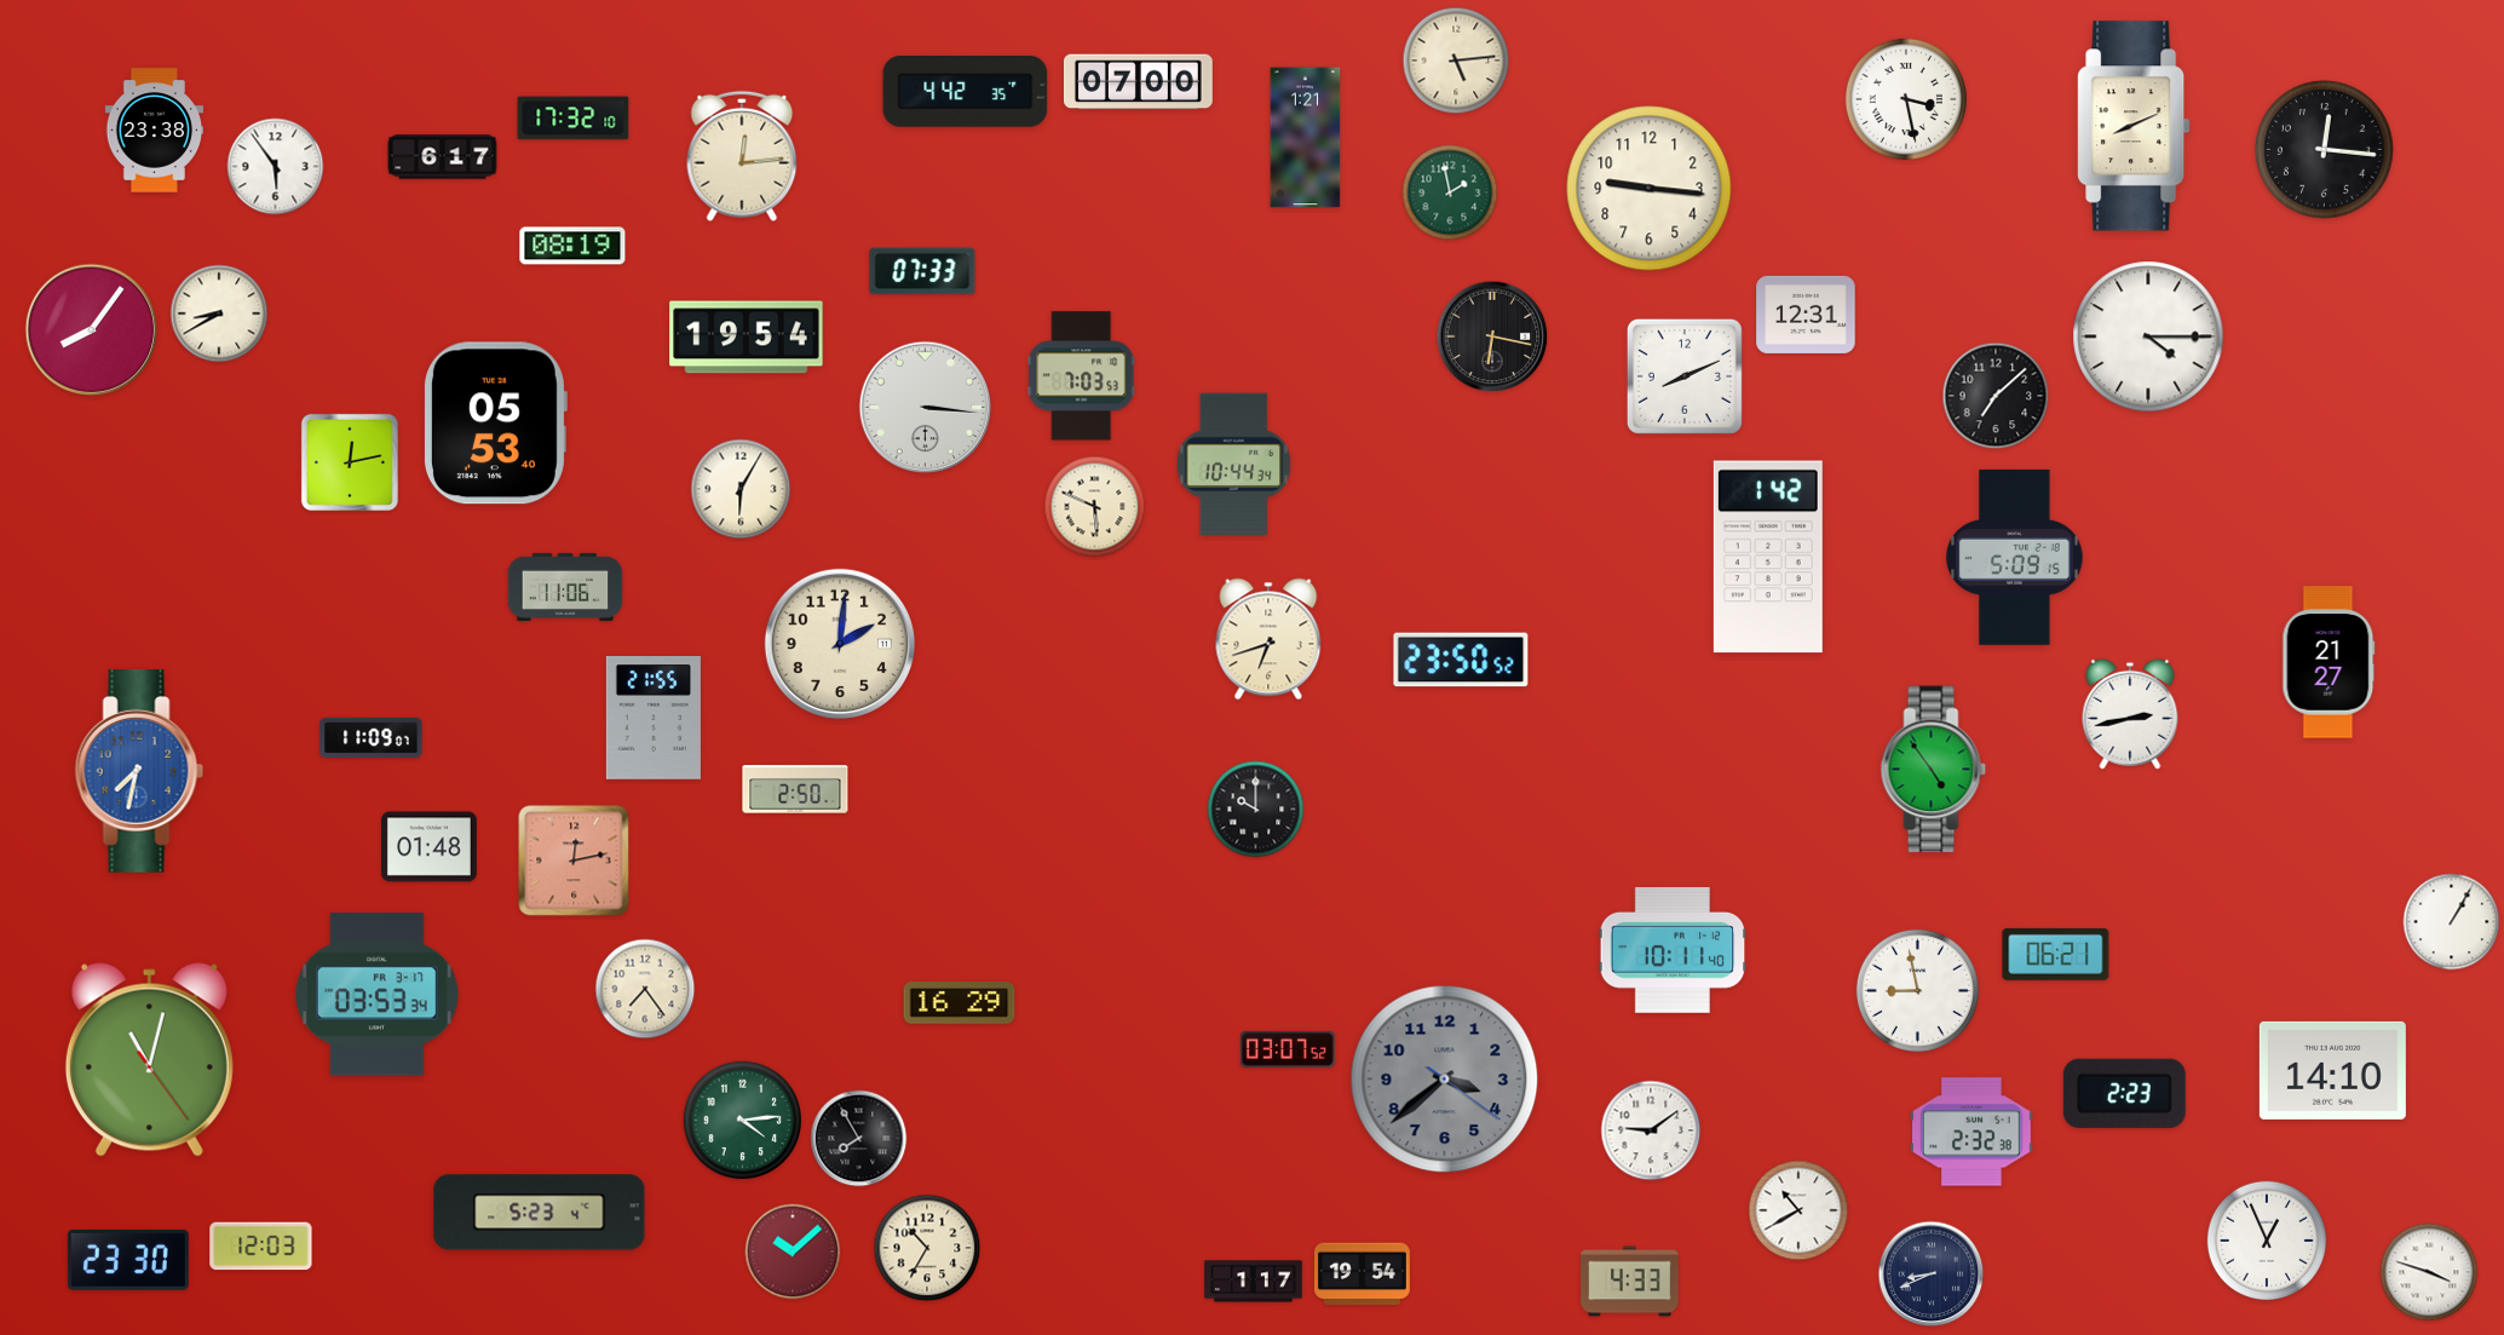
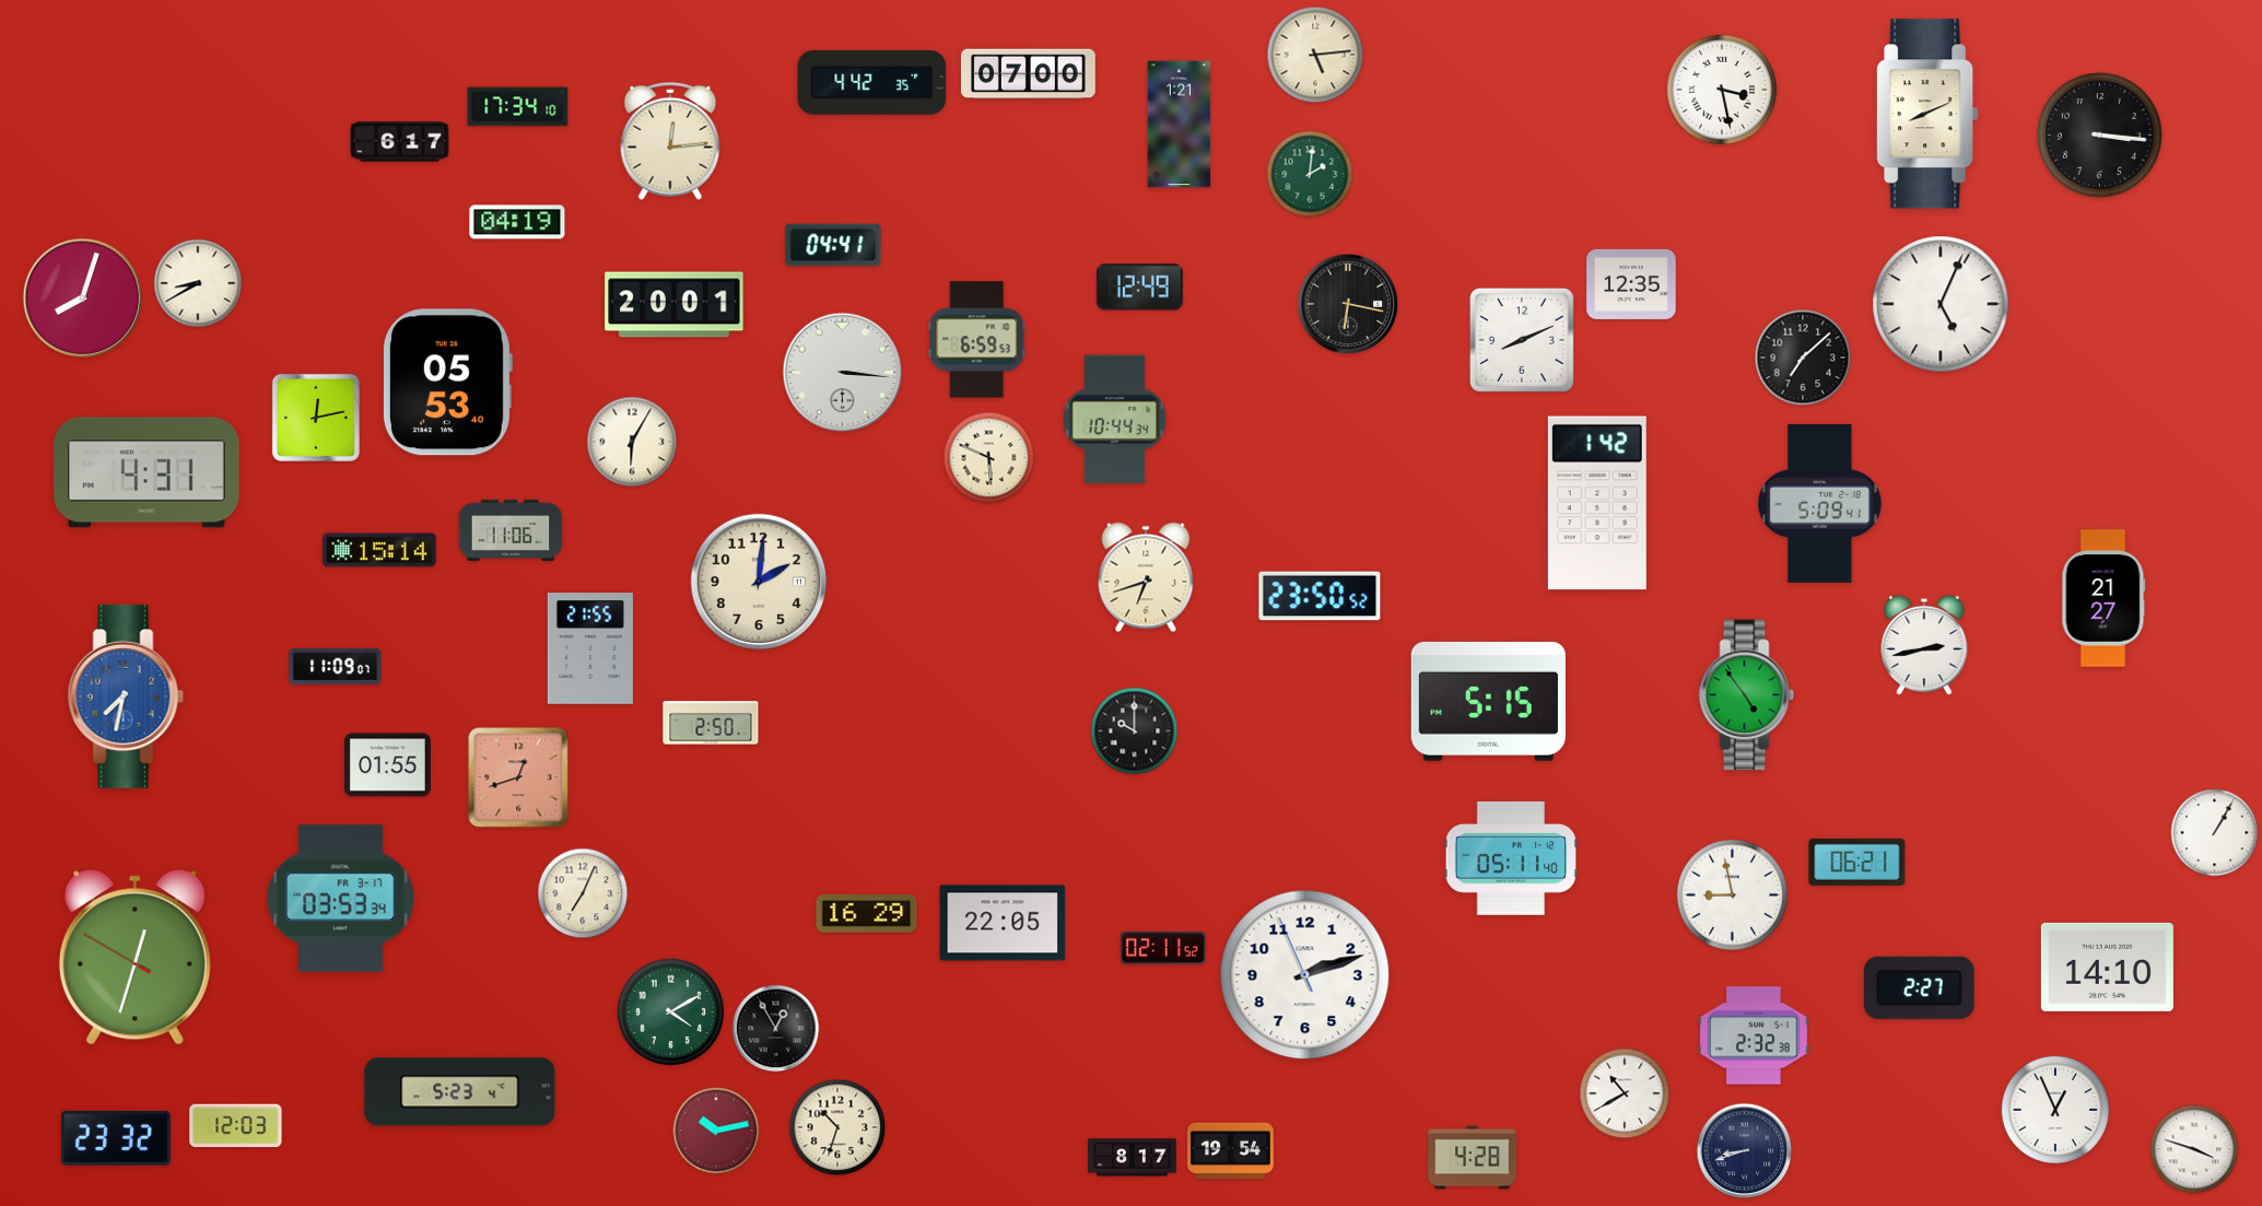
clock at (574, 119): 17:32 -> 17:34
clock at (155, 131): 23:38 -> none
clock at (2325, 150): 12:16 -> 3:16
clock at (276, 167): 5:54 -> none
clock at (1650, 189): 9:16 -> none
clock at (1450, 192): 1:58 -> 2:01
clock at (572, 246): 08:19 -> 04:19
clock at (922, 271): 07:33 -> 04:41
clock at (1806, 315): 12:31 -> 12:35
clock at (1139, 288): none -> 12:49
clock at (92, 330): 8:06 -> 8:03
clock at (2148, 336): 4:15 -> 5:04
clock at (747, 338): 19:54 -> 20:01
clock at (1082, 376): 7:03 -> 6:59
clock at (926, 408) position: (926, 408) -> (843, 373)
clock at (741, 489) position: (741, 489) -> (632, 442)
clock at (146, 472): none -> 4:31
clock at (2015, 557): 5:09:15 -> 5:09:41
clock at (379, 550): none -> 15:14
clock at (1488, 701): none -> 5:15
clock at (795, 789) position: (795, 789) -> (711, 723)
clock at (430, 847): 01:48 -> 01:55
clock at (574, 861): 12:13 -> 12:42
clock at (1673, 950): 10:11 -> 05:11
clock at (645, 989): 7:24 -> 7:04
clock at (960, 1003) position: (960, 1003) -> (867, 914)
clock at (1003, 923): none -> 22:05
clock at (1288, 1049): 03:07 -> 02:11
clock at (149, 1060): 11:02 -> 12:32
clock at (1445, 1080): 3:38 -> 2:11
clock at (1445, 1080) dial: grey -> white
clock at (2124, 1093): 2:23 -> 2:27
clock at (742, 1120): 4:14 -> 4:10
clock at (1651, 1130): 9:09 -> none
clock at (1973, 1132) position: (1973, 1132) -> (1755, 1035)
clock at (859, 1139): 7:55 -> 12:55
clock at (540, 1213) position: (540, 1213) -> (460, 1092)
clock at (2266, 1239) position: (2266, 1239) -> (2054, 1109)
clock at (927, 1248): 10:35 -> 10:33
clock at (793, 1251): 10:08 -> 10:13
clock at (128, 1260): 23:30 -> 23:32
clock at (1932, 1274): 8:41 -> 8:42
clock at (1254, 1282): 1:17 -> 8:17
clock at (1630, 1282): 4:33 -> 4:28
